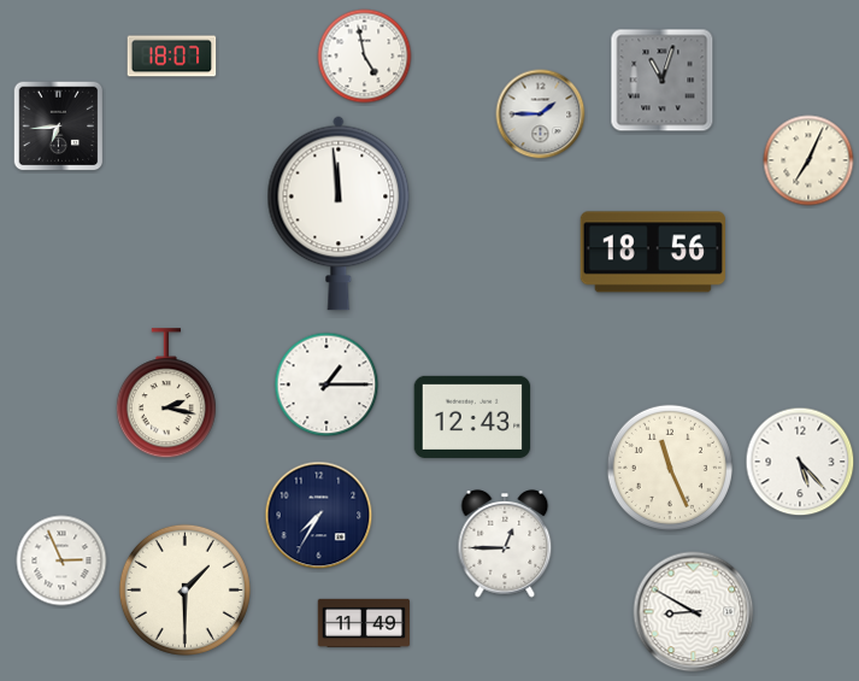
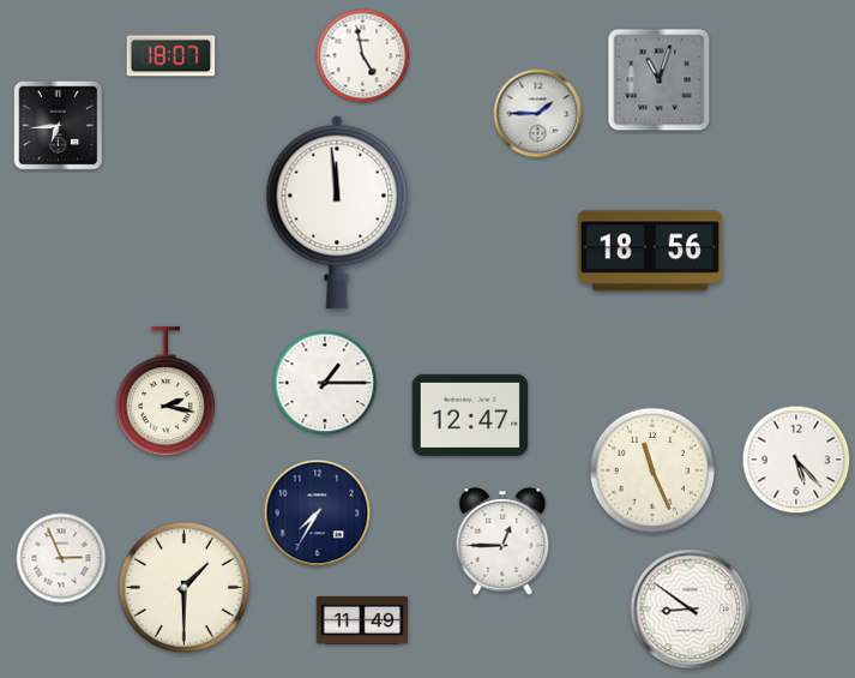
clock at (808, 160): 7:04 -> none
clock at (472, 417): 12:43 -> 12:47
clock at (670, 468) position: (670, 468) -> (652, 470)
clock at (694, 612): 8:50 -> 8:51
